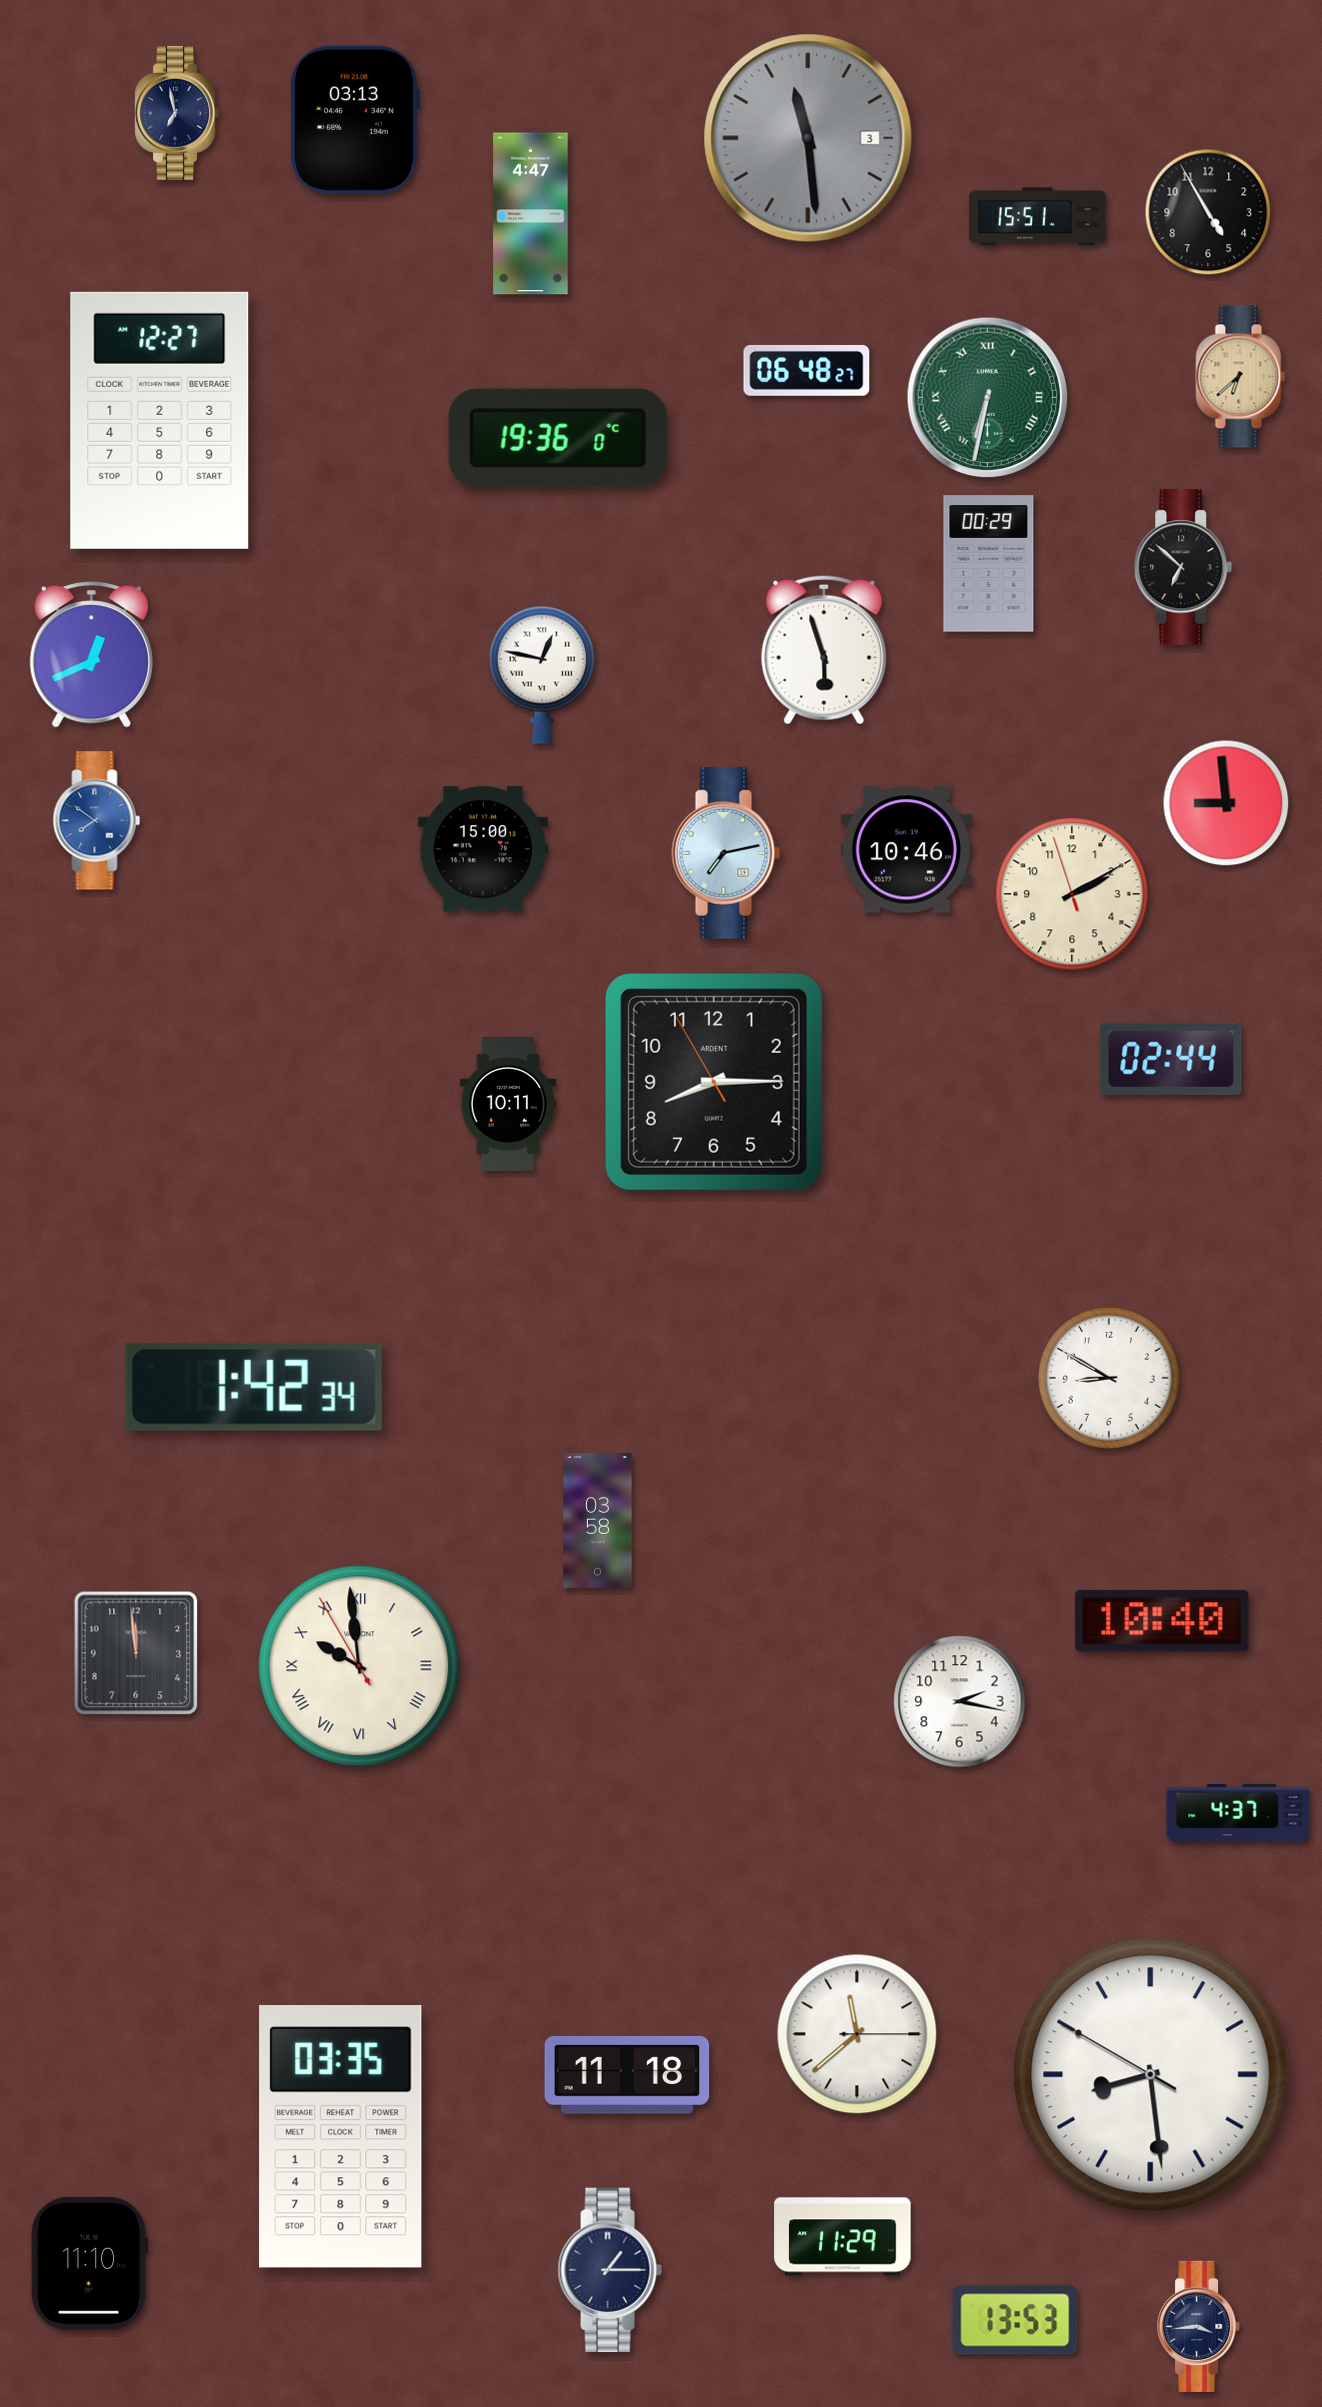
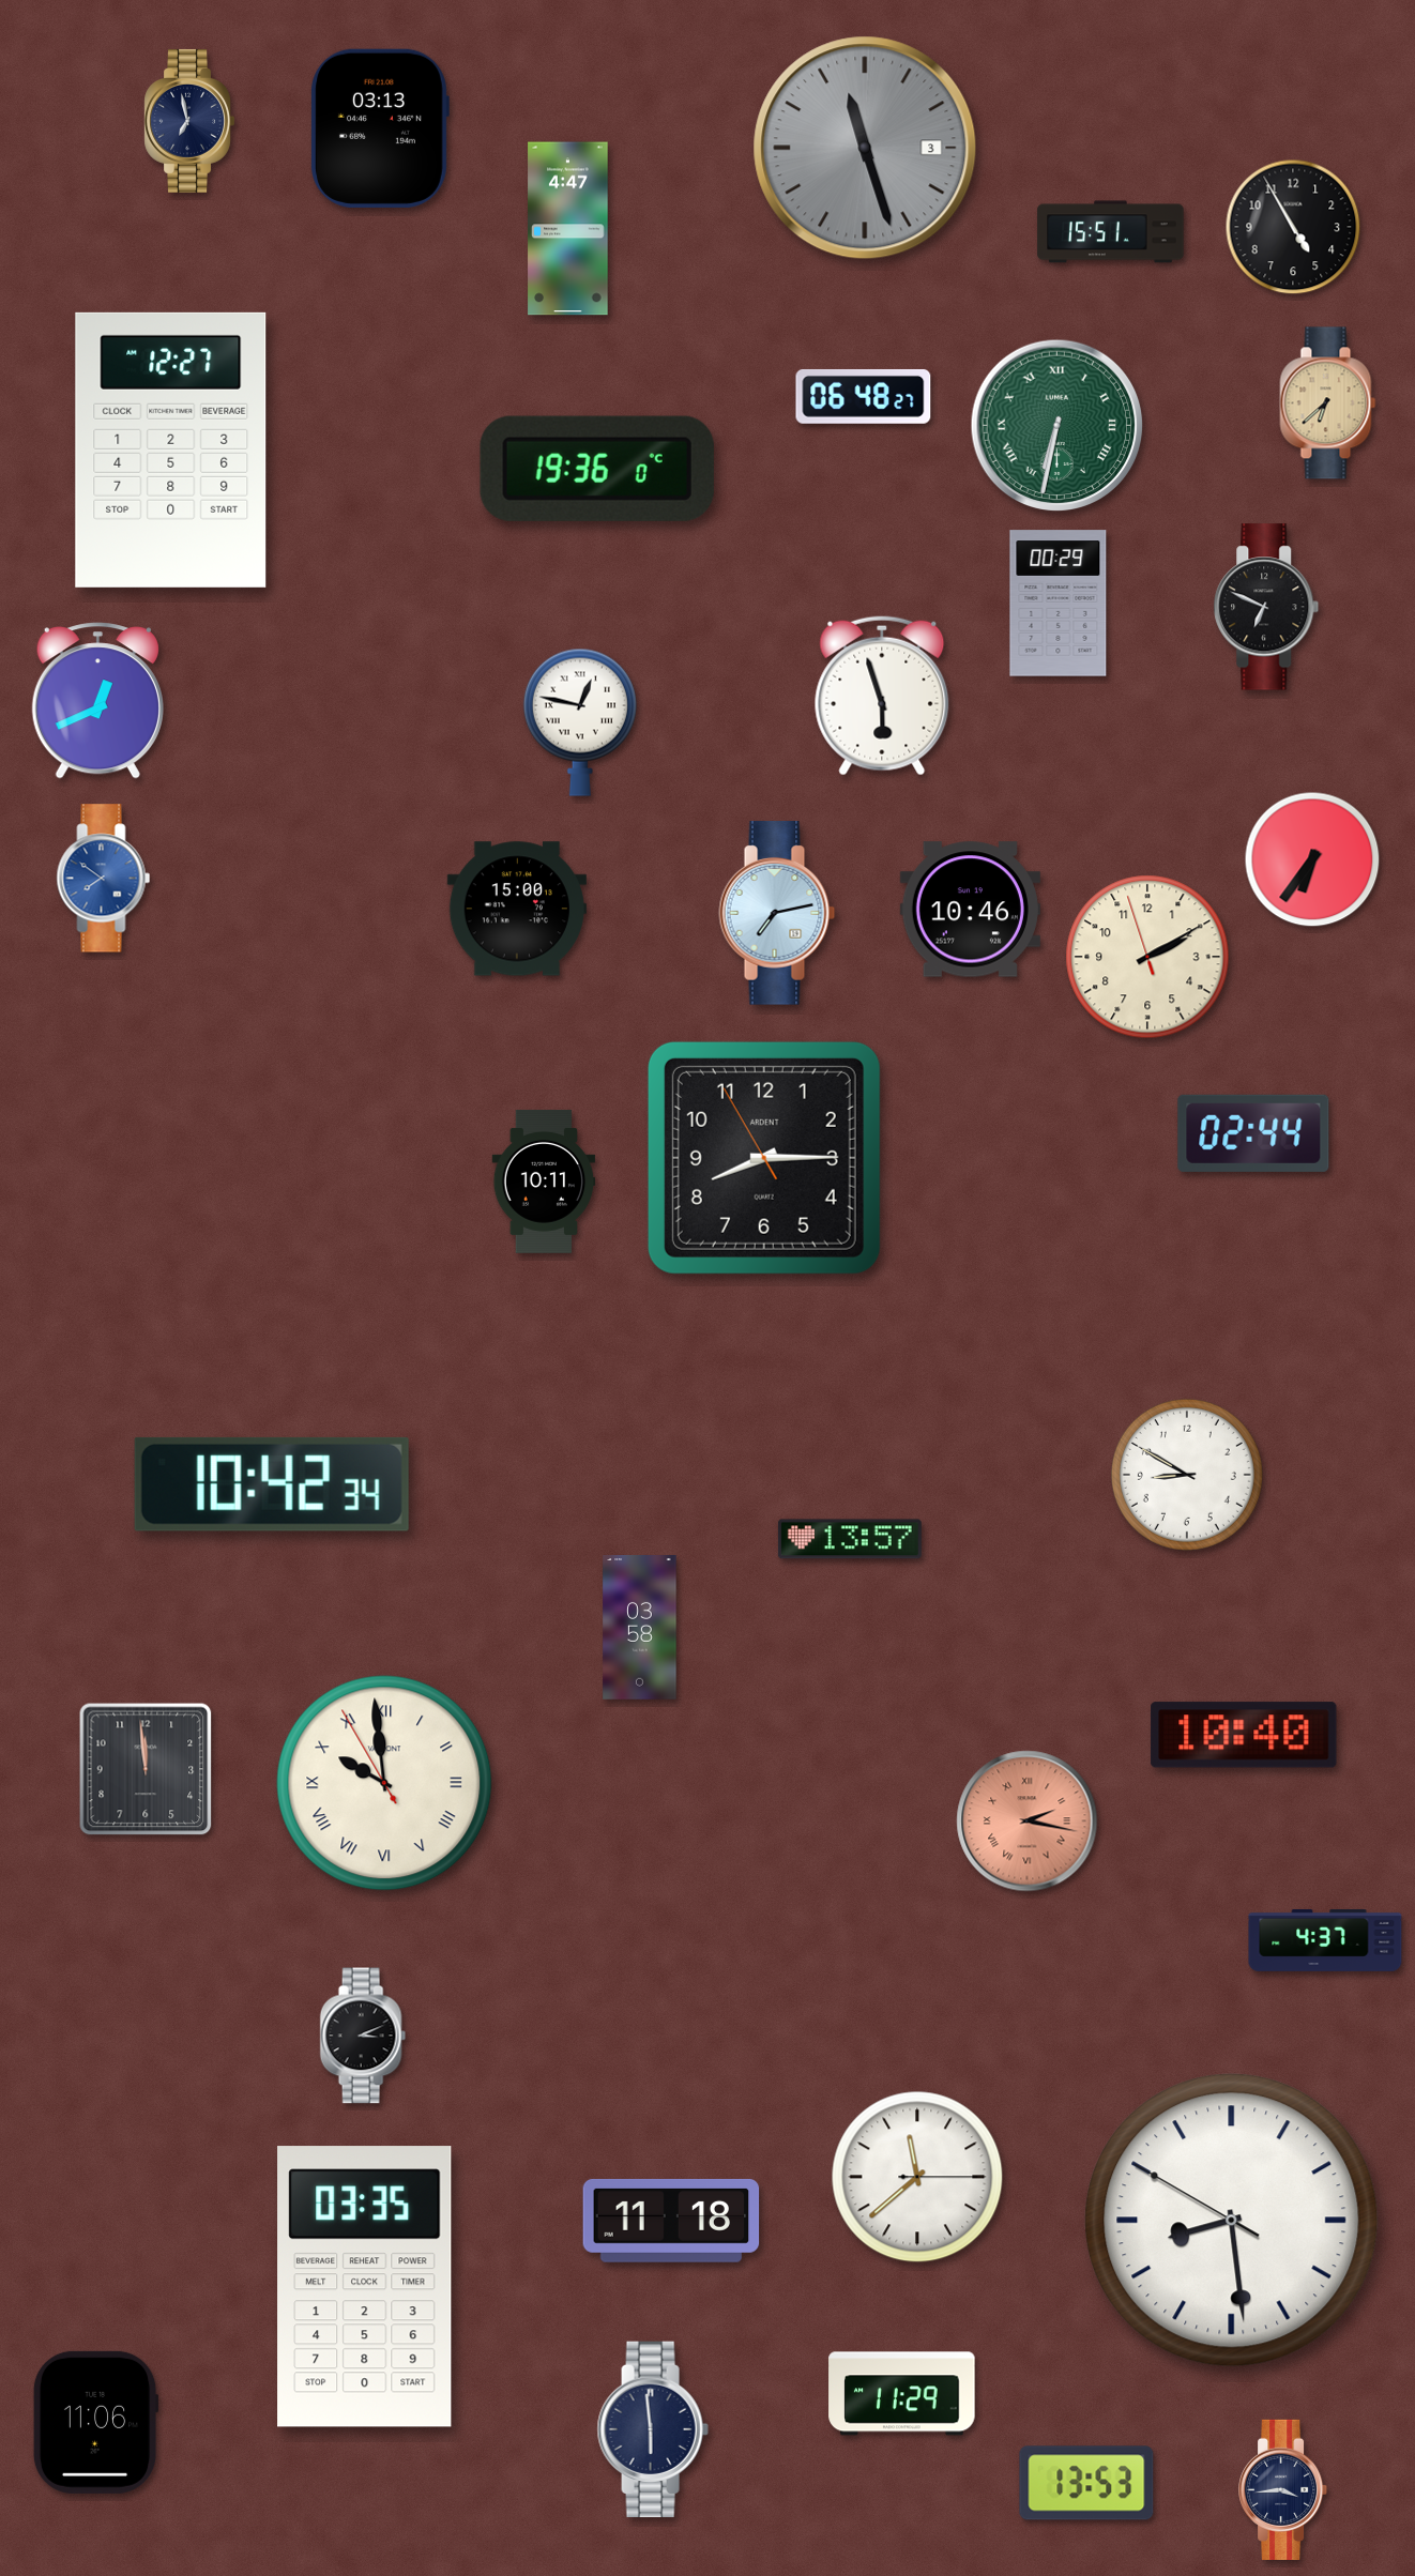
clock at (808, 138): 11:29 -> 11:27
clock at (1183, 567): 6:52 -> 6:49
clock at (1226, 803): 8:59 -> 6:36
clock at (254, 1387): 1:42 -> 10:42
clock at (850, 1539): none -> 13:57
clock at (960, 1702) dial: white -> salmon
clock at (960, 1702) numerals: Arabic -> Roman
clock at (363, 2036): none -> 3:11
clock at (89, 2263): 11:10 -> 11:06
clock at (610, 2270): 1:15 -> 5:59
